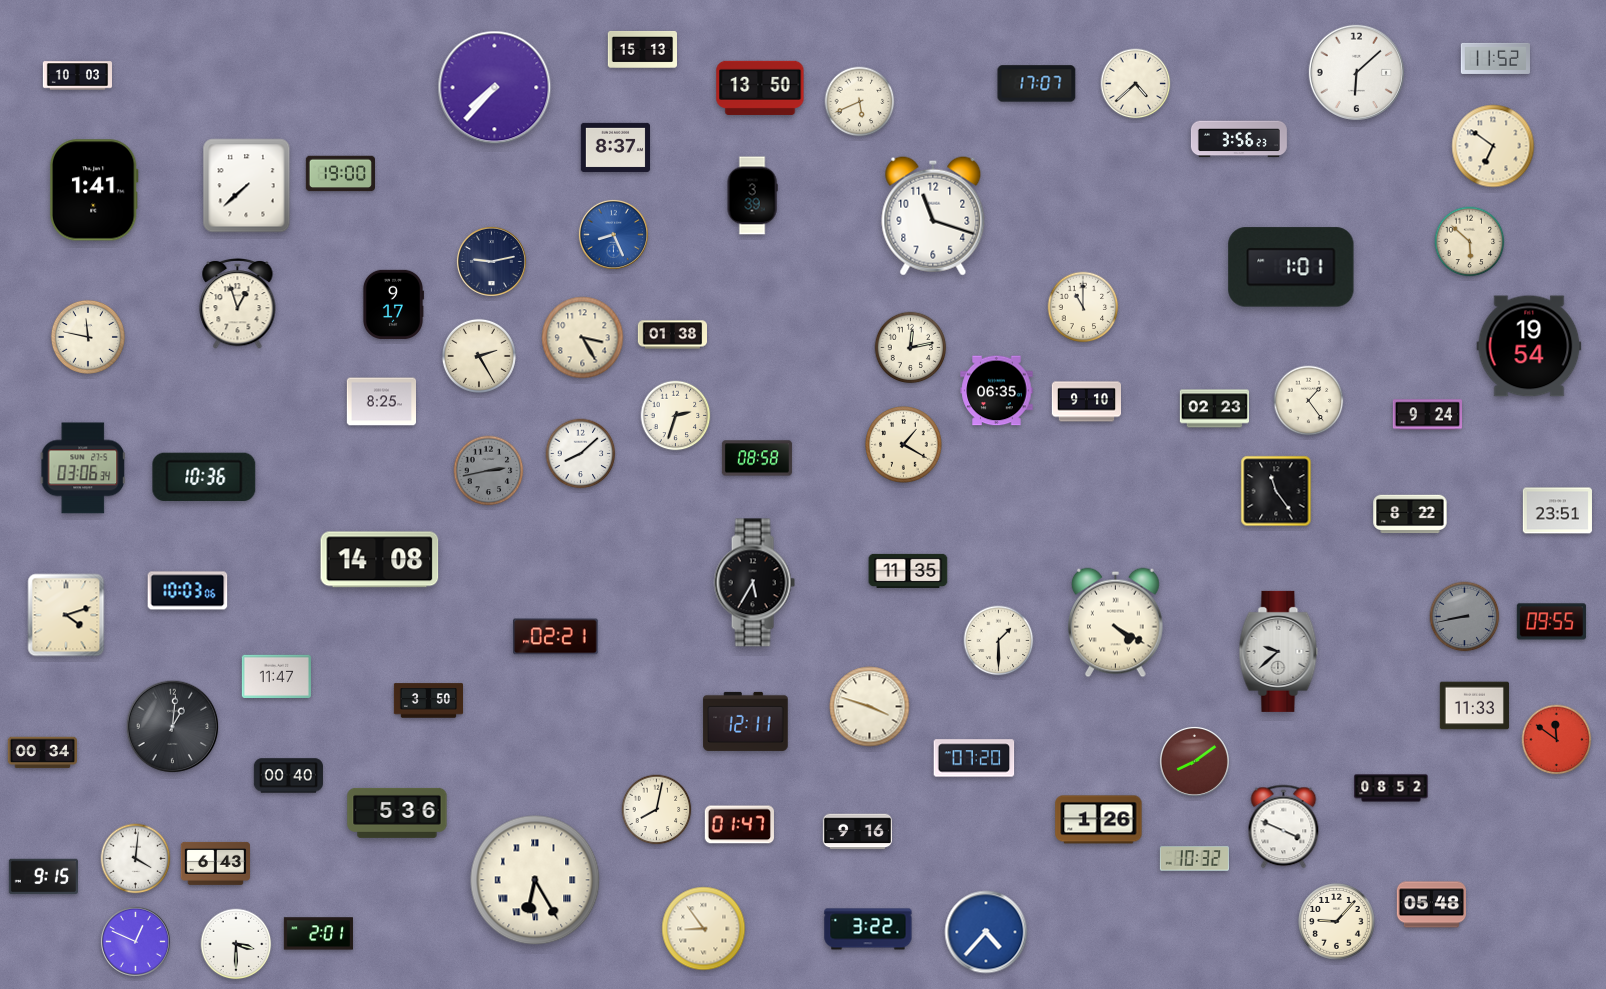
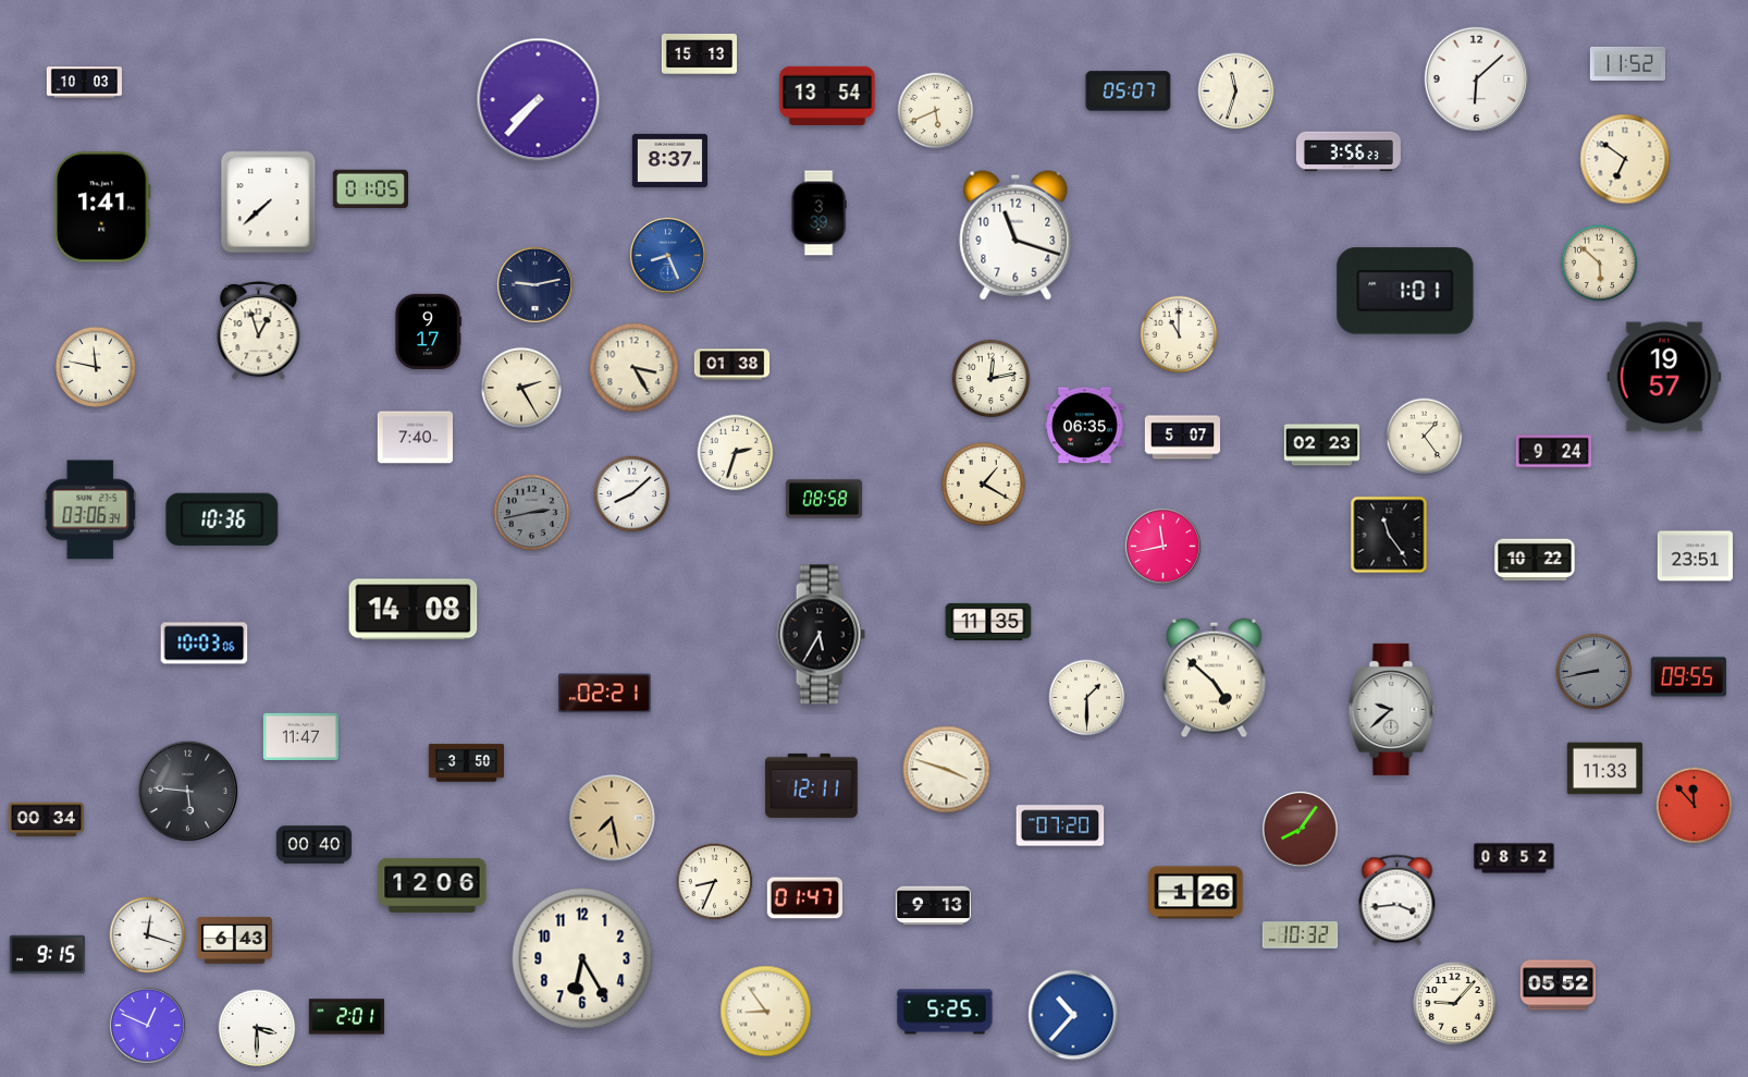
clock at (1037, 84): 17:07 -> 05:07
clock at (1136, 84): 4:38 -> 11:33
clock at (495, 88) position: (495, 88) -> (539, 100)
clock at (760, 88): 13:50 -> 13:54
clock at (340, 174): 19:00 -> 01:05
clock at (1529, 346): 19:54 -> 19:57
clock at (381, 402): 8:25 -> 7:40
clock at (1086, 402): 9:10 -> 5:07
clock at (1162, 546): none -> 11:43
clock at (1410, 514): 8:22 -> 10:22
clock at (66, 615): 4:12 -> none
clock at (1116, 623): 4:20 -> 4:52
clock at (173, 727): 1:01 -> 5:46
clock at (1557, 740): 11:51 -> 11:53
clock at (612, 818): none -> 7:28
clock at (1194, 761): 8:09 -> 8:06
clock at (657, 810): 8:02 -> 8:34
clock at (397, 813): 5:36 -> 12:06
clock at (1284, 827): 3:49 -> 3:44
clock at (857, 832): 9:16 -> 9:13
clock at (136, 859): 4:01 -> 12:18
clock at (535, 880) numerals: Roman -> Arabic
clock at (1431, 905): 05:48 -> 05:52
clock at (868, 929): 3:22 -> 5:25
clock at (986, 932): 4:37 -> 10:37
